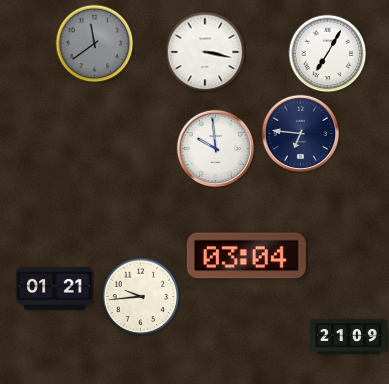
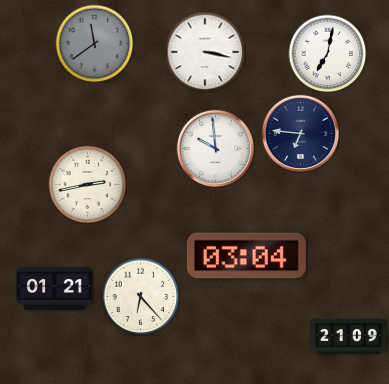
clock at (327, 53): 7:05 -> 7:02
clock at (87, 184): none -> 2:43
clock at (140, 296): 9:44 -> 6:23
